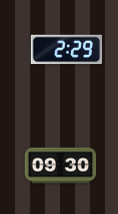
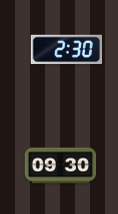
clock at (66, 50): 2:29 -> 2:30
